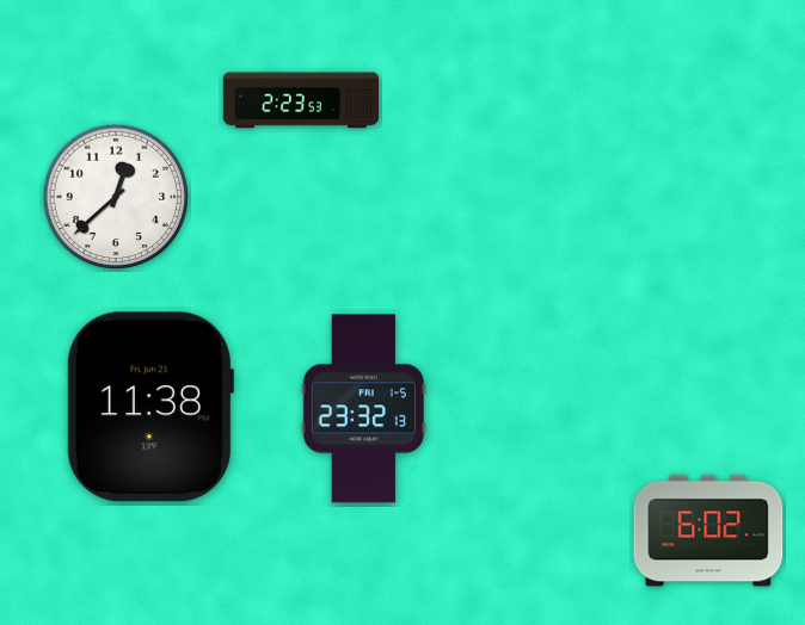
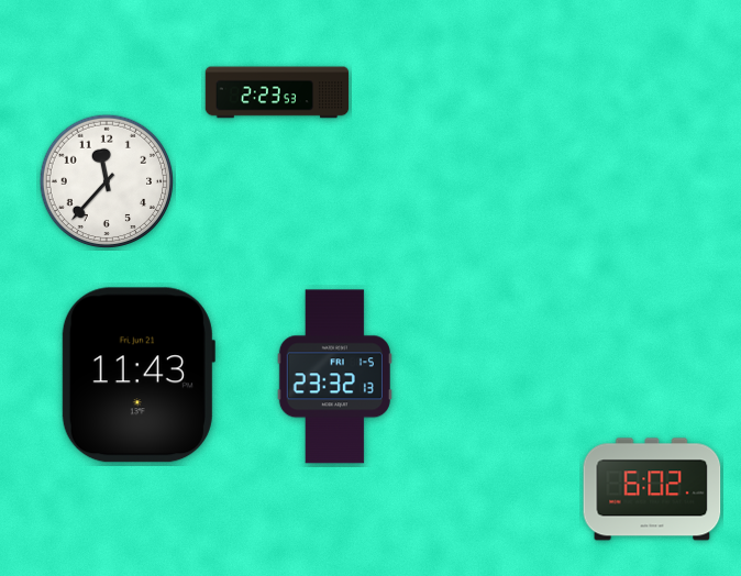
clock at (116, 197): 12:38 -> 11:37
clock at (149, 407): 11:38 -> 11:43
